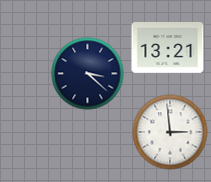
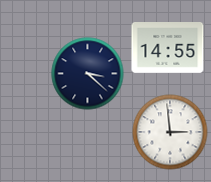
clock at (168, 48): 13:21 -> 14:55
